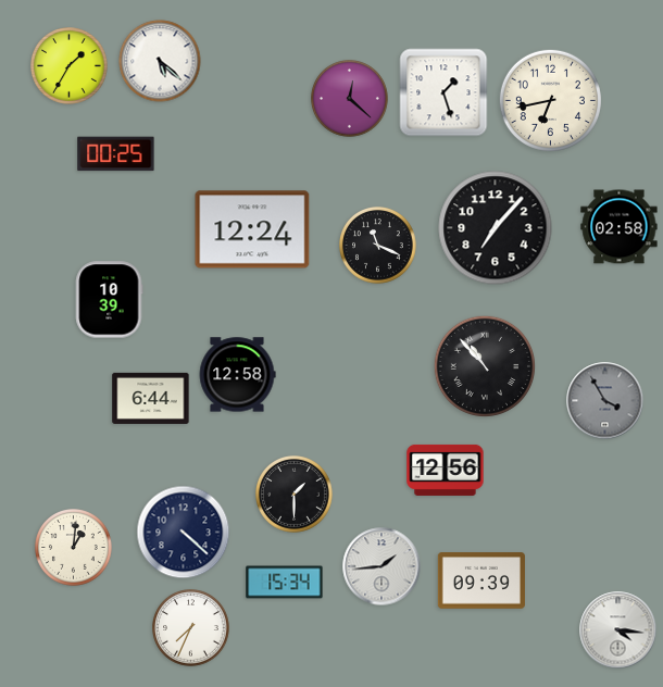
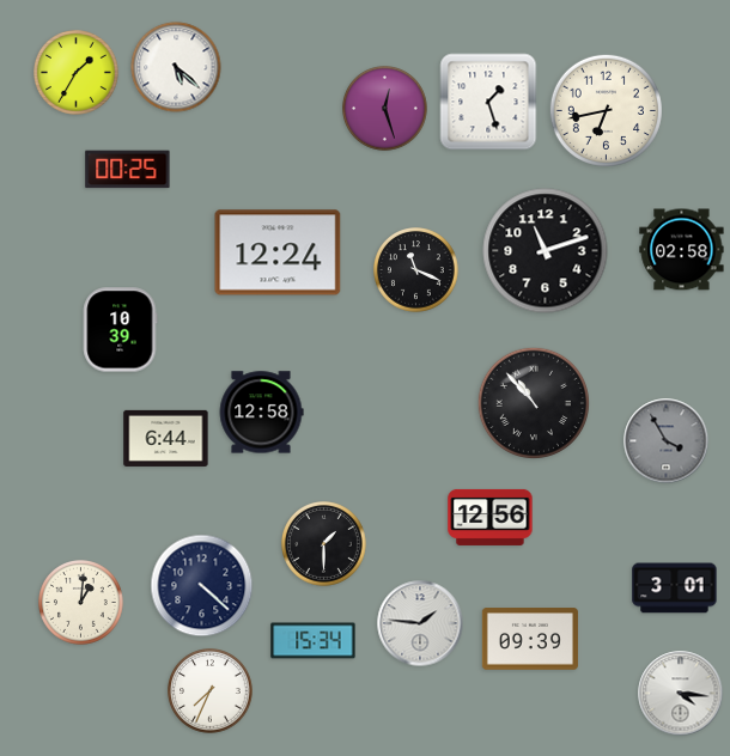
clock at (350, 99): 12:22 -> 12:27
clock at (496, 228): 7:07 -> 11:12
clock at (675, 589): none -> 3:01
clock at (381, 566): 1:44 -> 1:46
